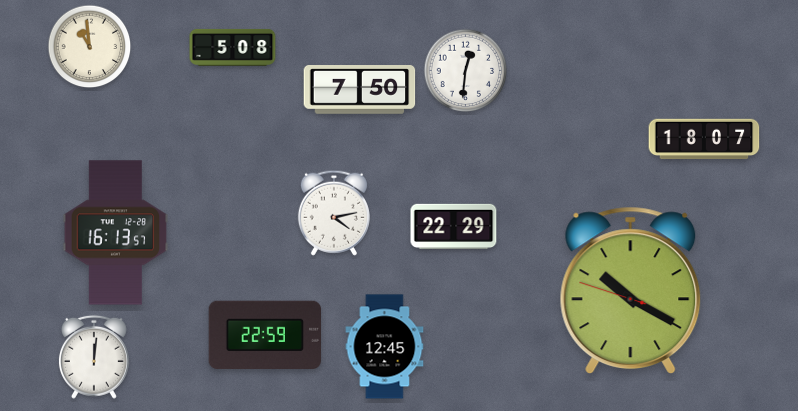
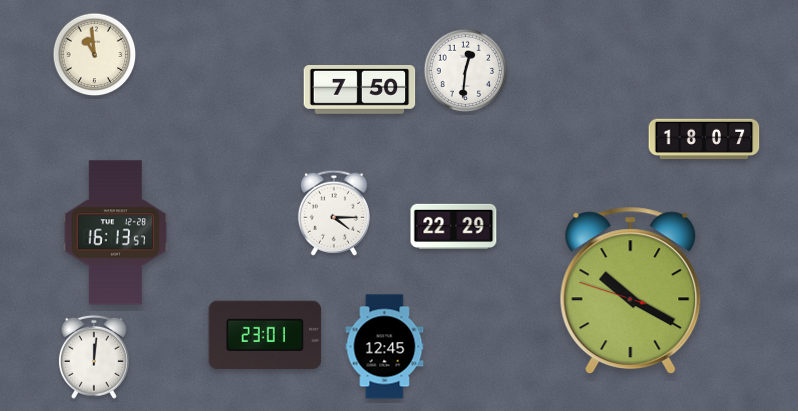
clock at (90, 47) position: (90, 47) -> (95, 55)
clock at (233, 47): 5:08 -> none
clock at (334, 213): 4:13 -> 4:15
clock at (265, 334): 22:59 -> 23:01
